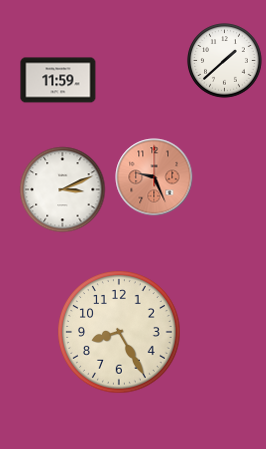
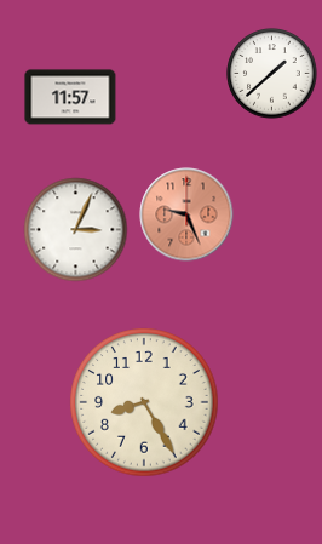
clock at (58, 80): 11:59 -> 11:57
clock at (63, 190): 3:11 -> 3:04
